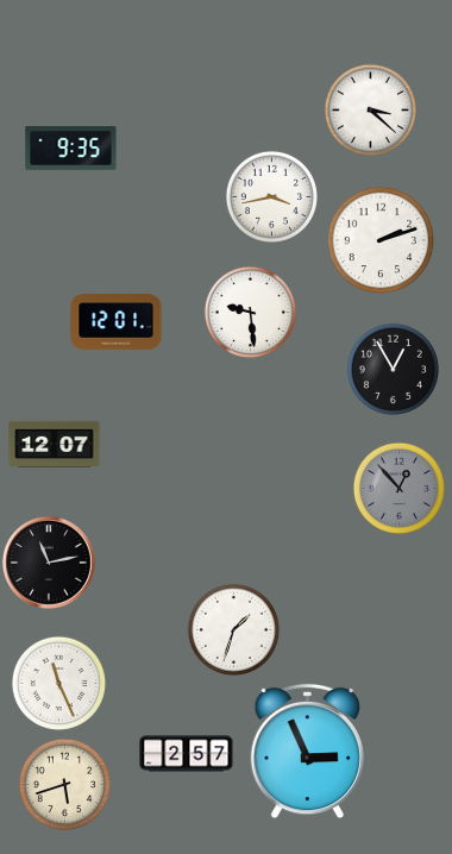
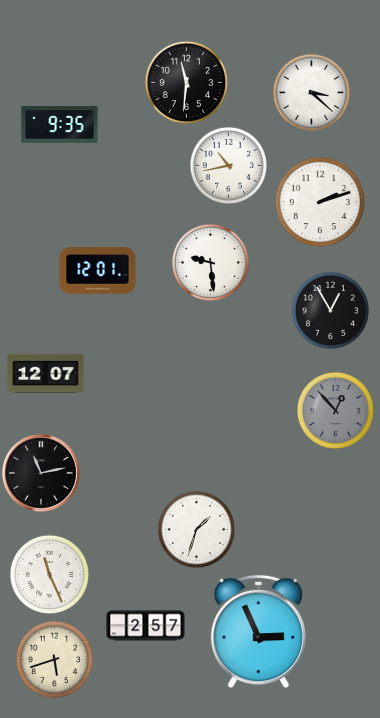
clock at (186, 82): none -> 11:31
clock at (271, 196): 3:43 -> 10:43
clock at (187, 754) position: (187, 754) -> (146, 626)
